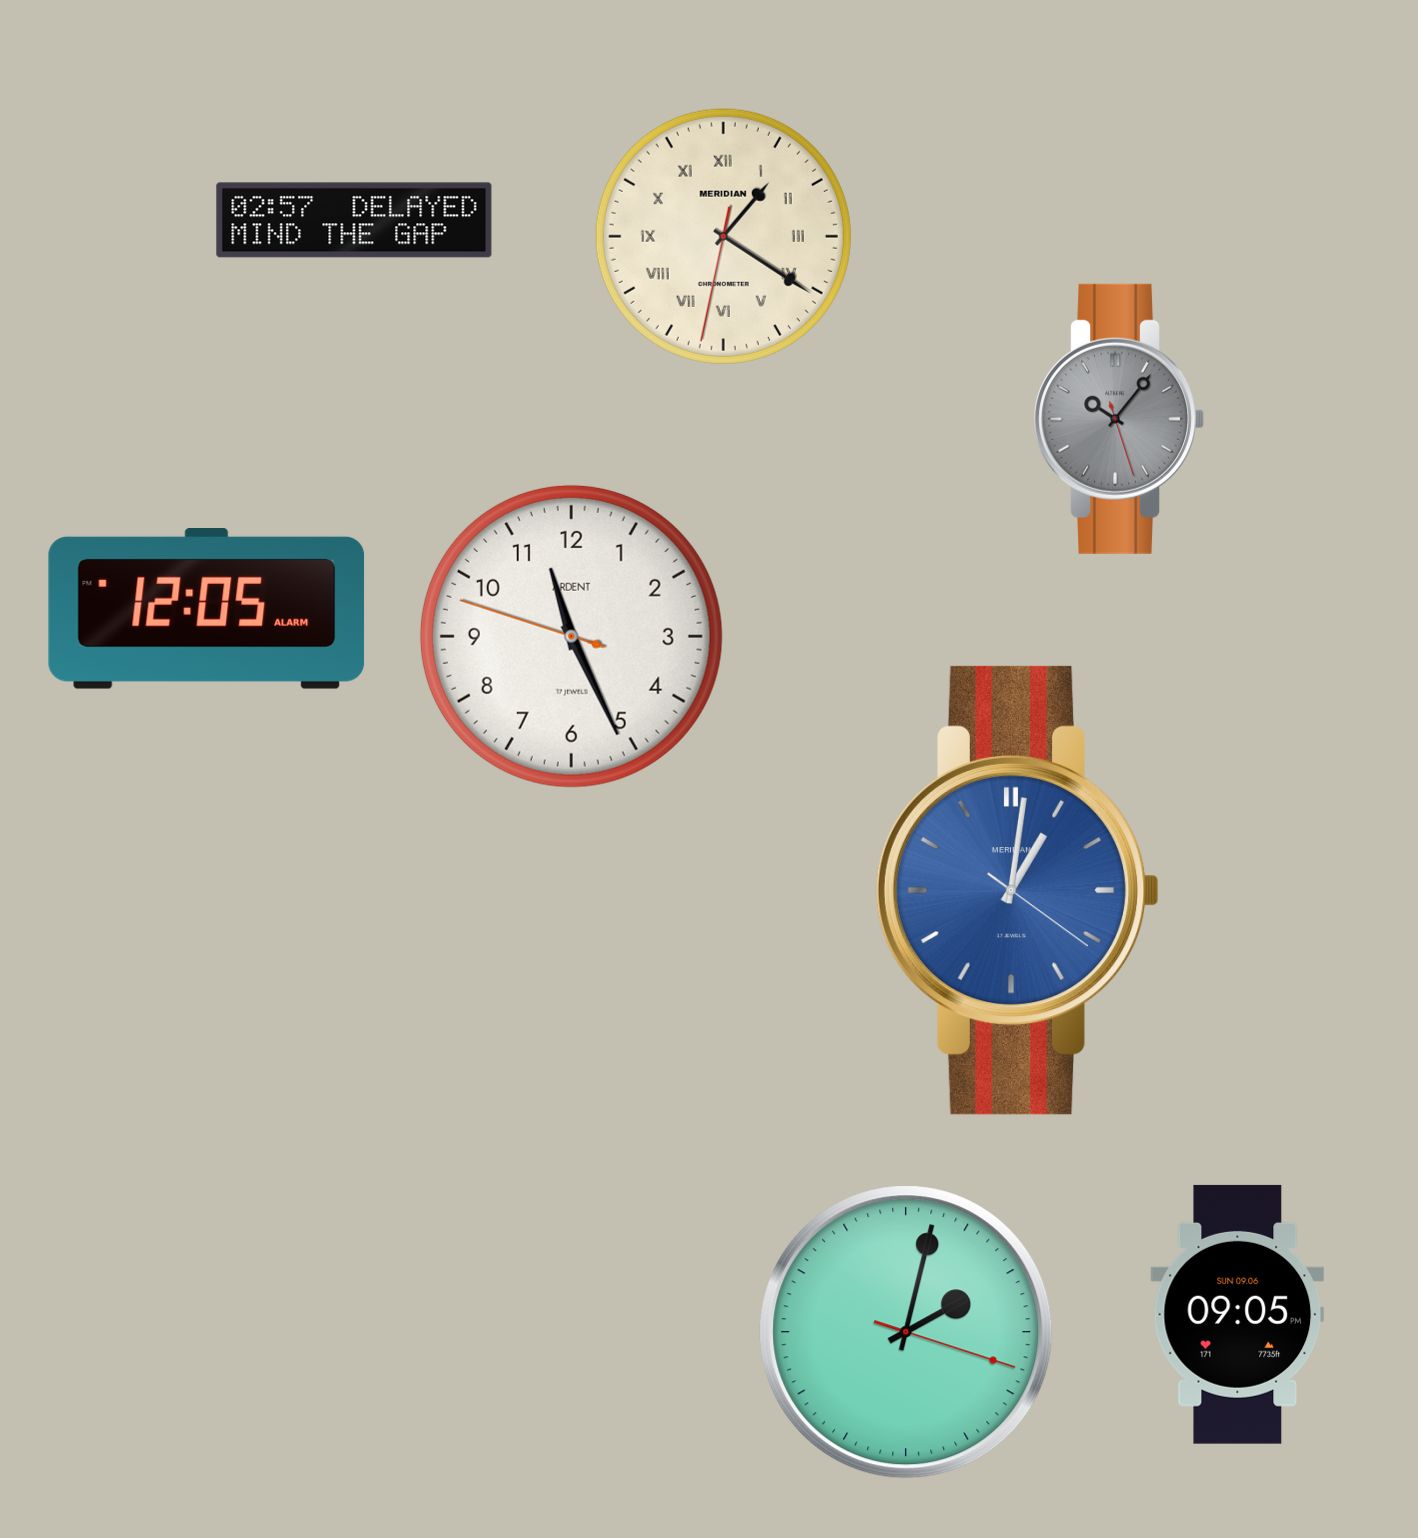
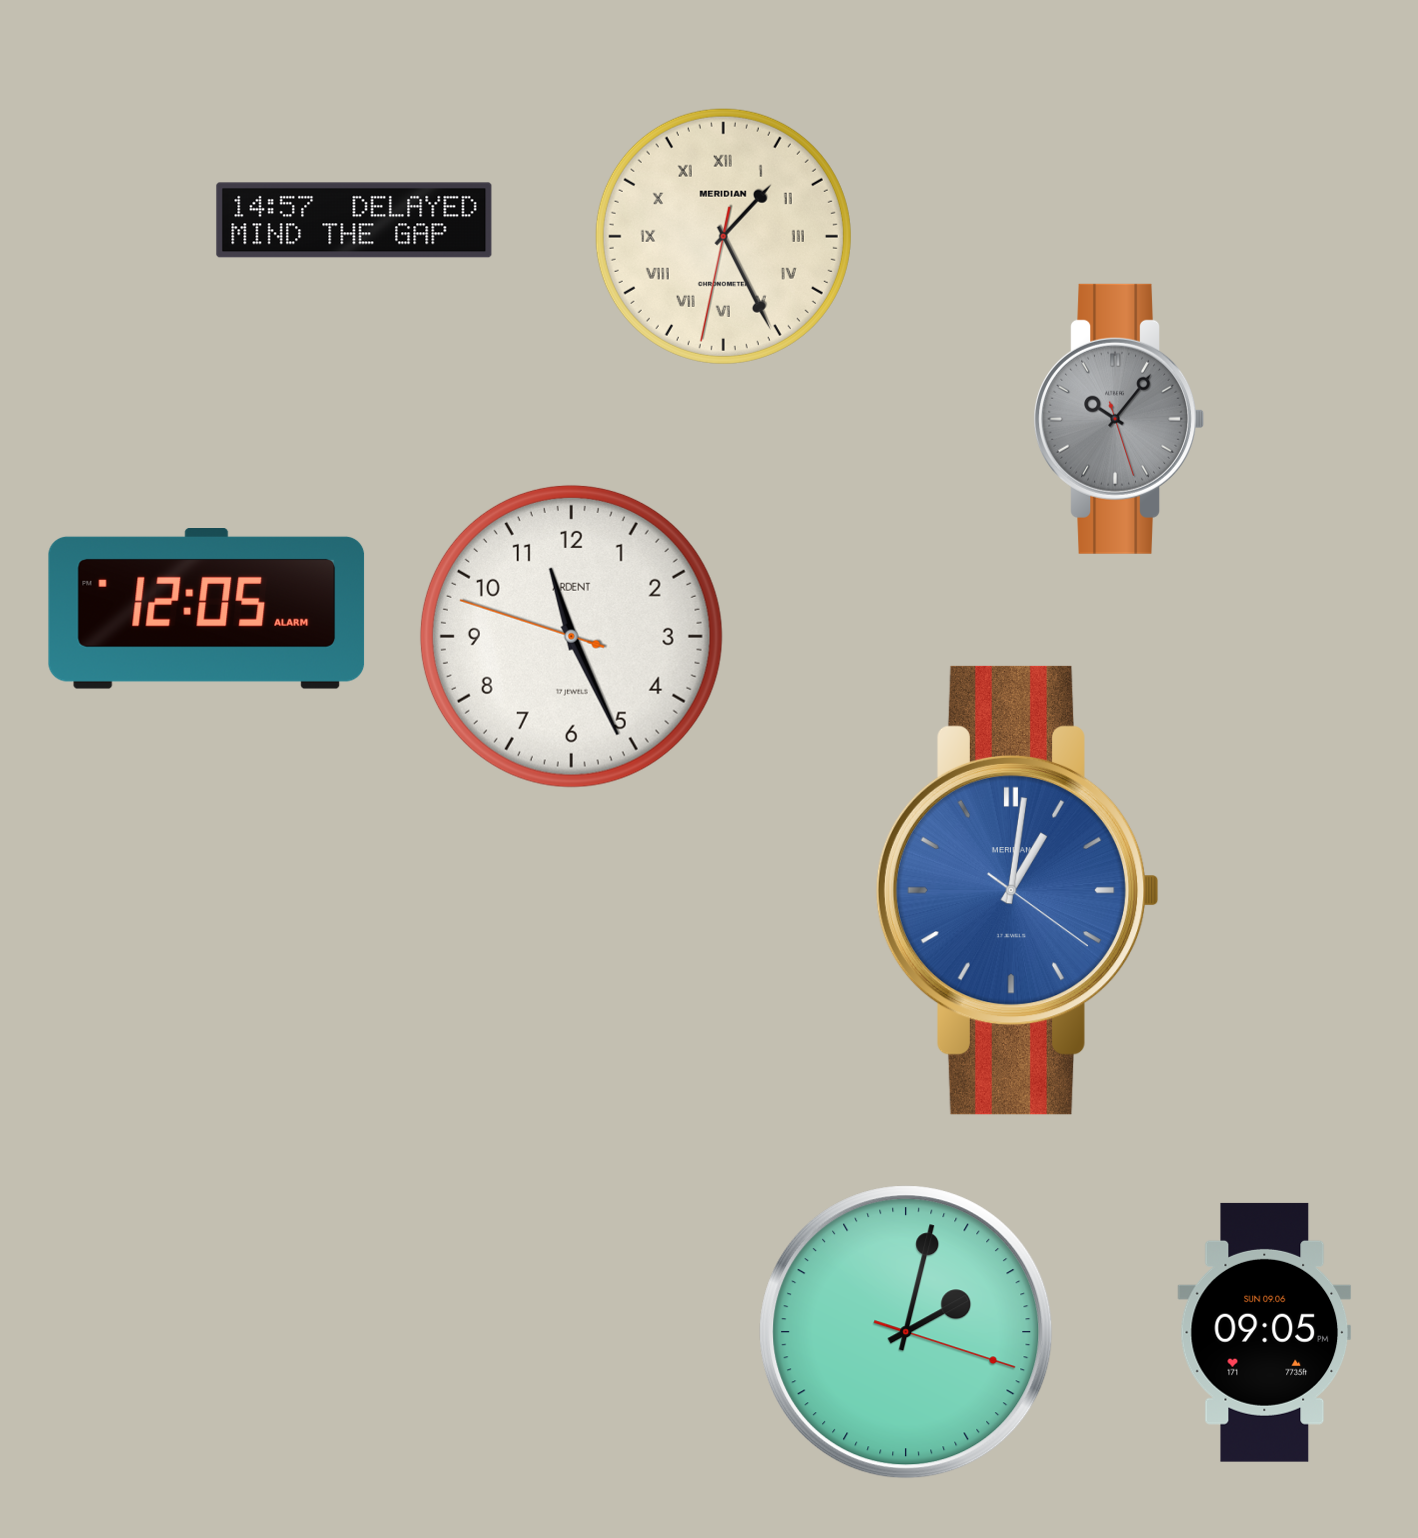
clock at (354, 220): 02:57 -> 14:57
clock at (723, 236): 1:20 -> 1:25
clock at (1238, 1314) position: (1238, 1314) -> (1265, 1332)
